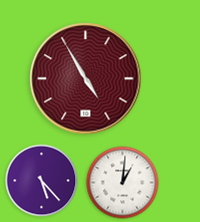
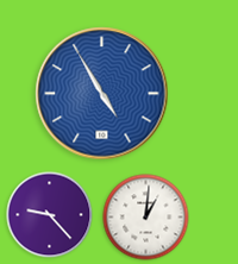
clock at (86, 79) dial: burgundy -> blue
clock at (42, 181): 5:23 -> 9:23
